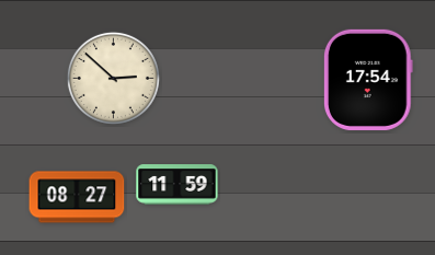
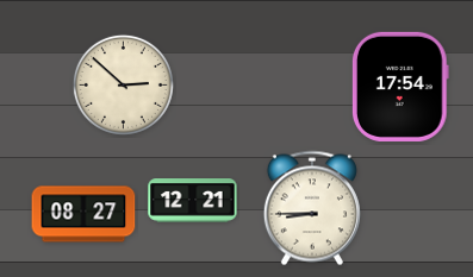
clock at (178, 185): 11:59 -> 12:21
clock at (312, 208): none -> 8:45
